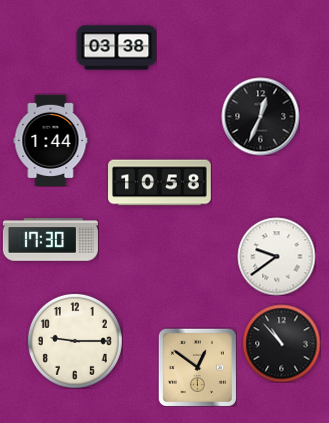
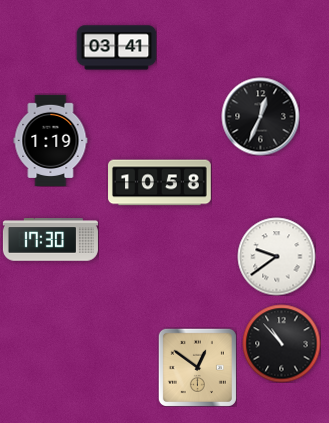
clock at (116, 48): 03:38 -> 03:41
clock at (51, 140): 1:44 -> 1:19
clock at (75, 341): 9:15 -> none
